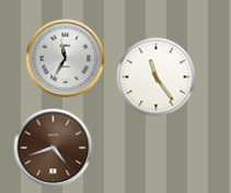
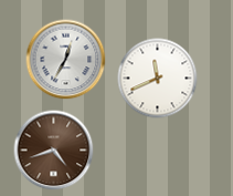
clock at (66, 59): 11:35 -> 12:35
clock at (157, 77): 11:24 -> 11:41
